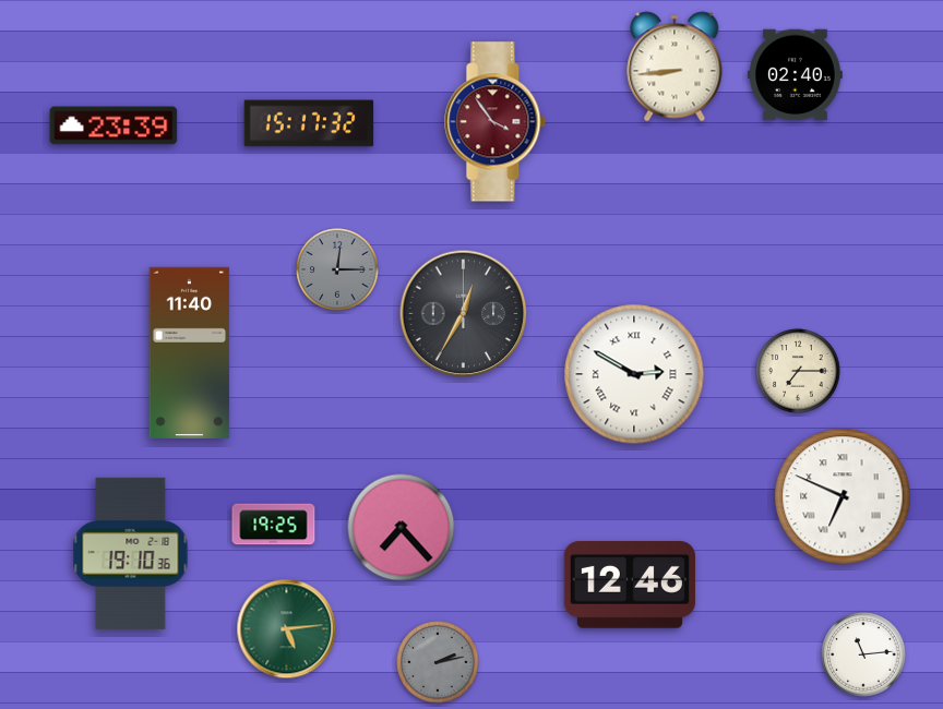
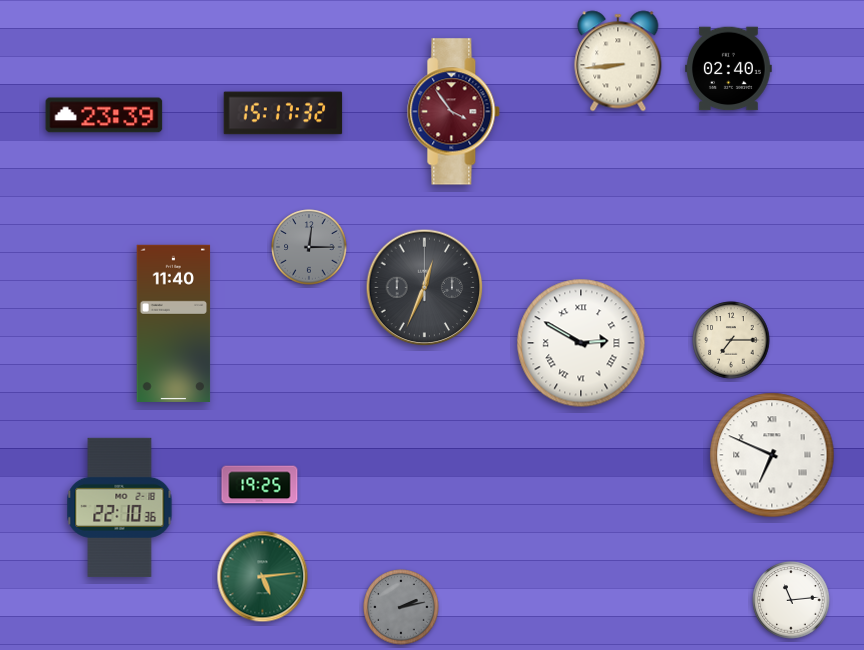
clock at (464, 314): 12:35 -> 12:34
clock at (274, 525) position: (274, 525) -> (260, 485)
clock at (402, 528): 7:23 -> none
clock at (131, 553): 19:10 -> 22:10
clock at (630, 585): 12:46 -> none
